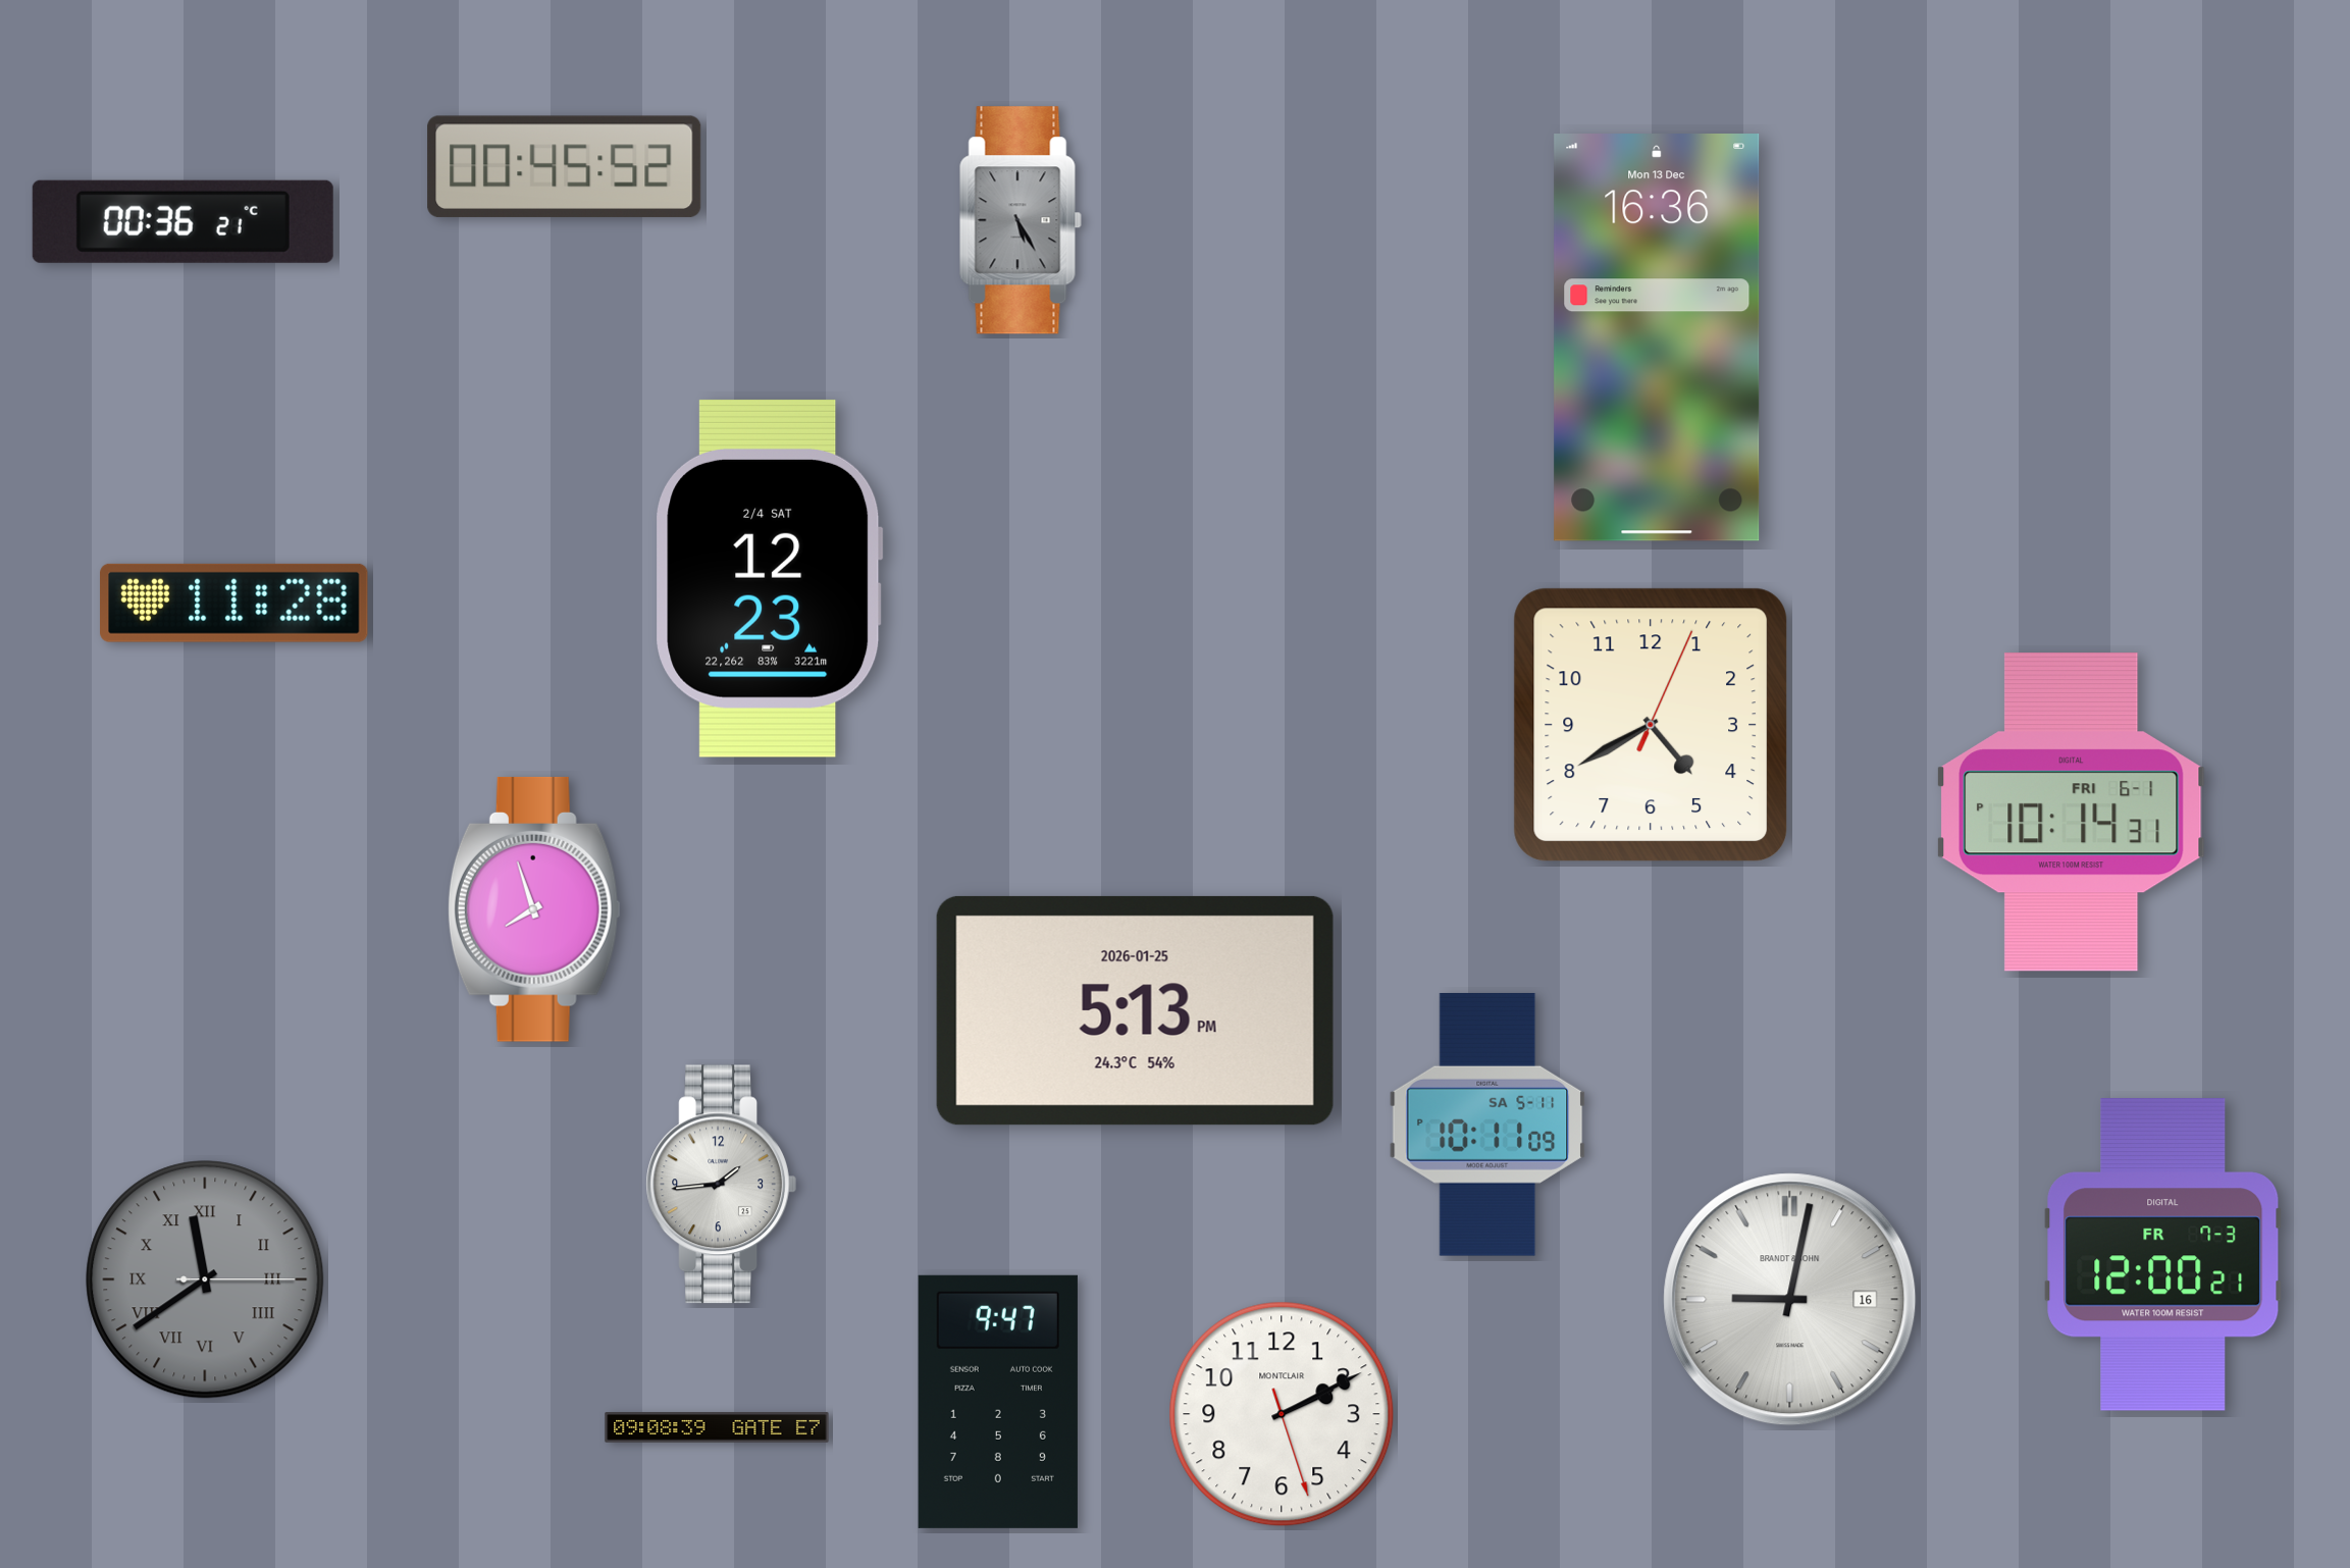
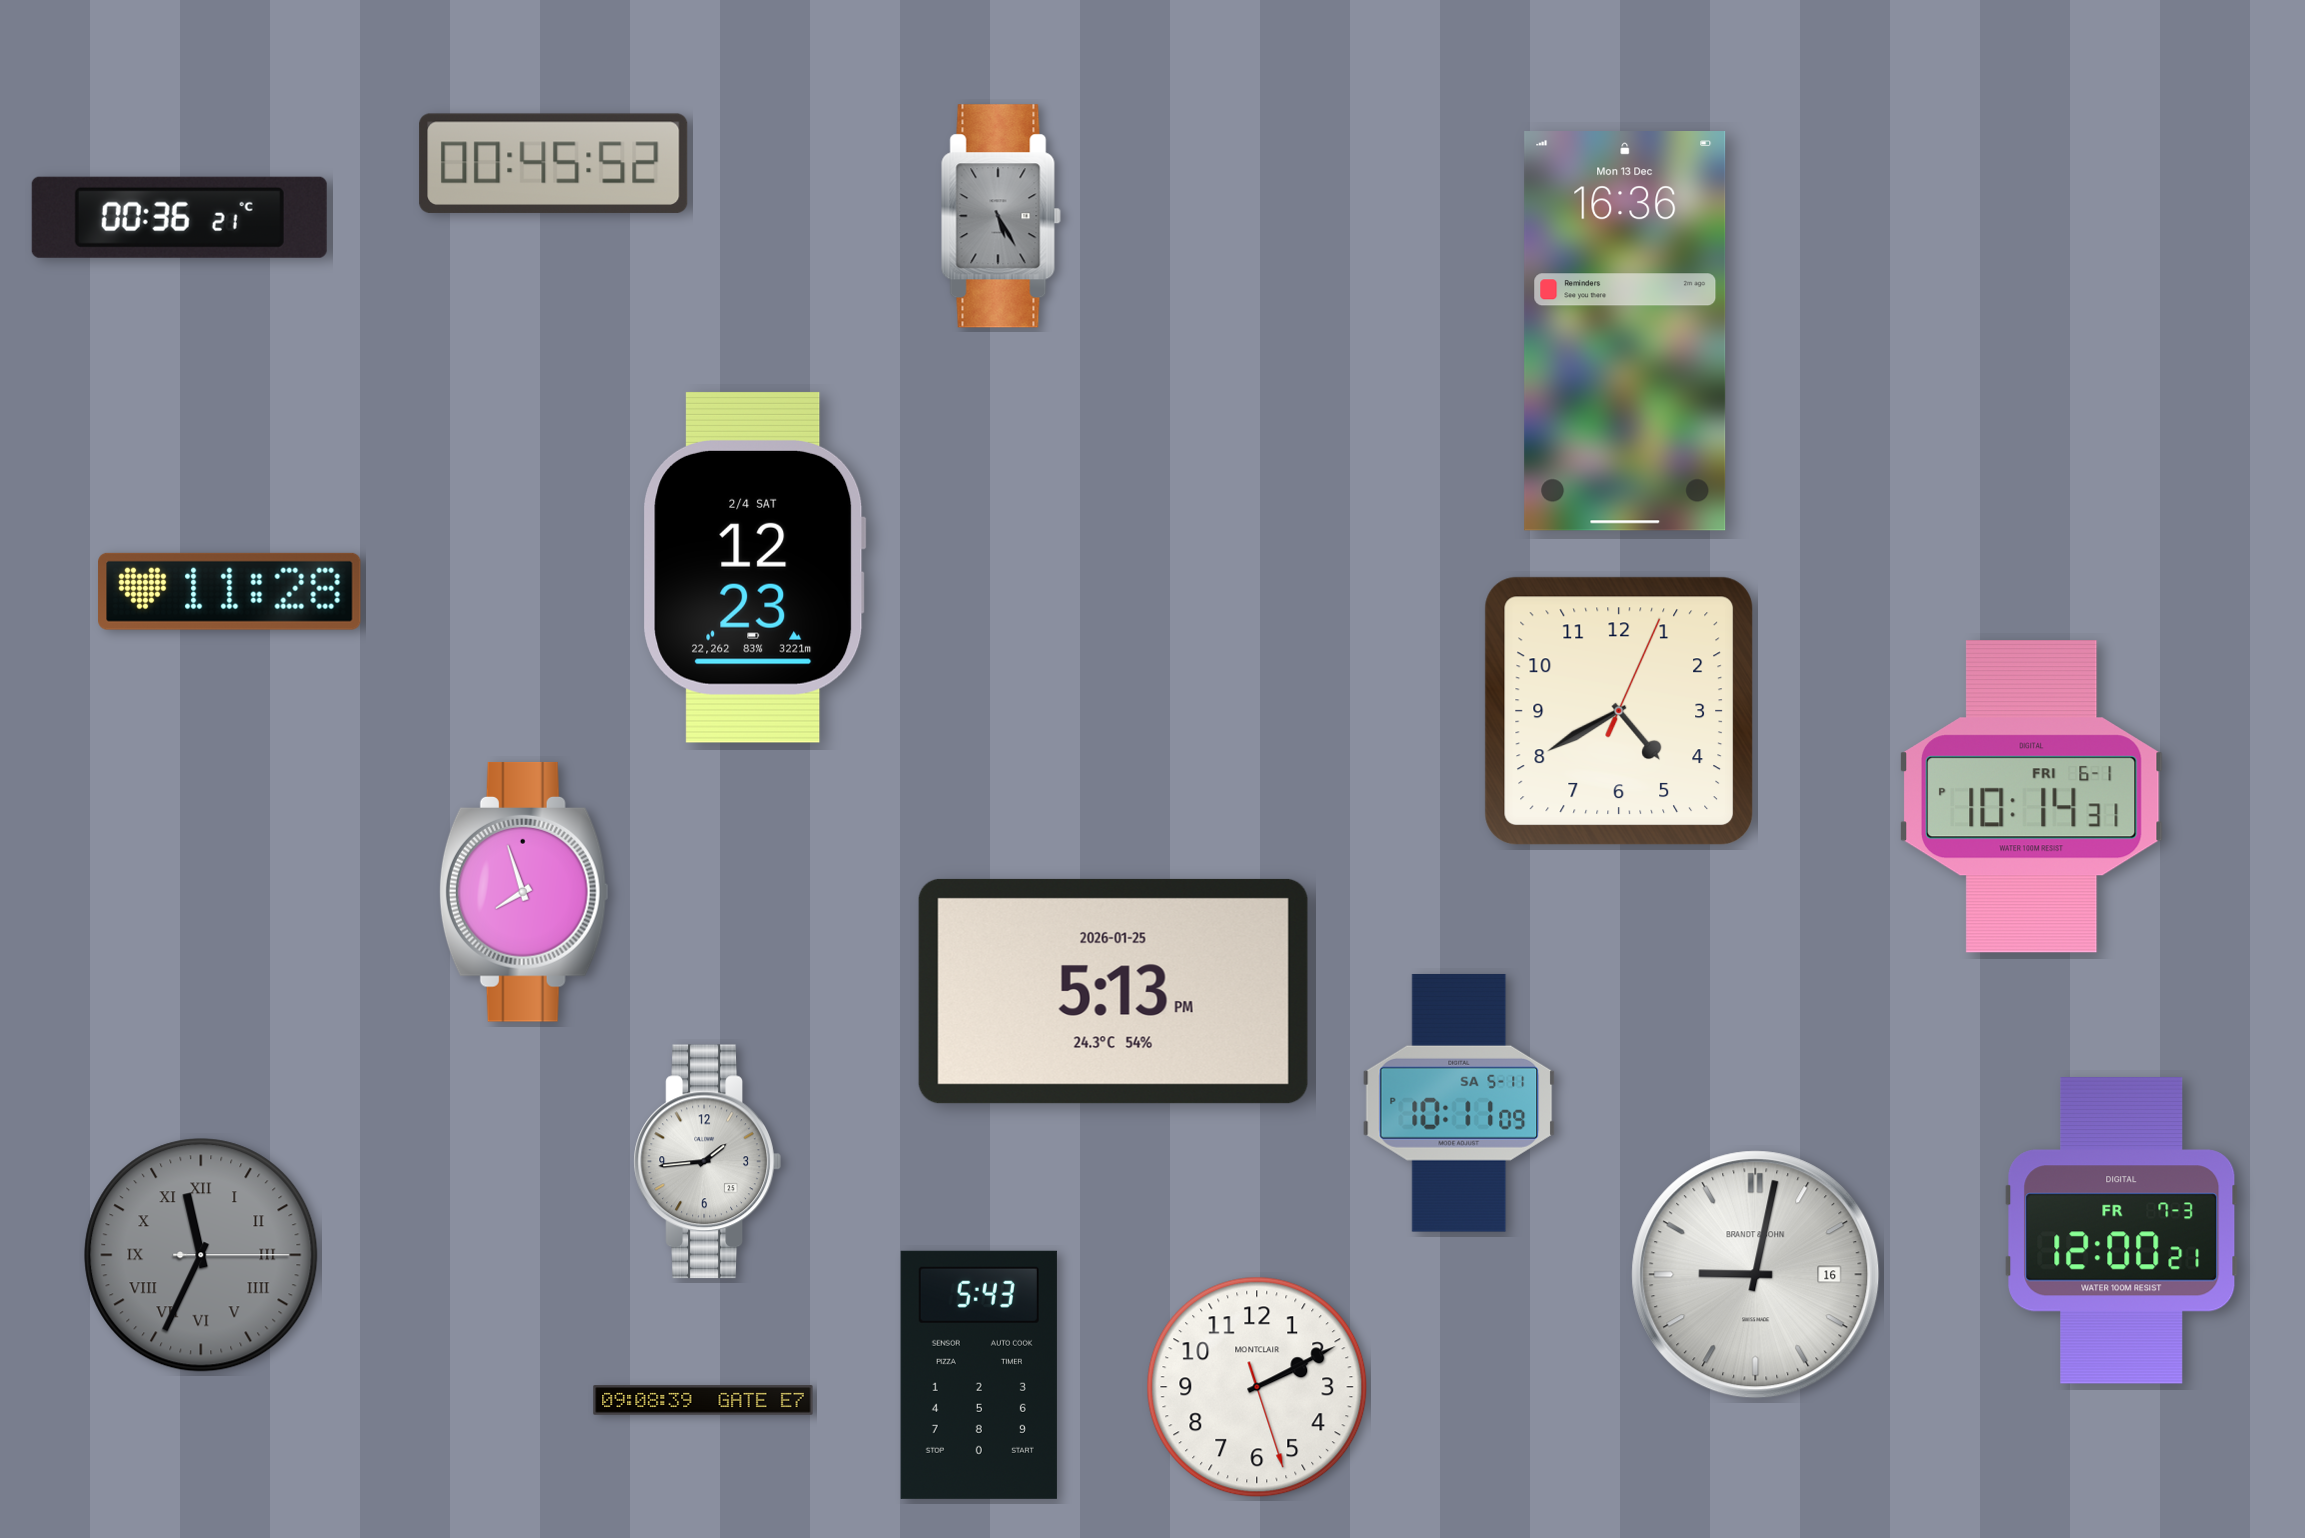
clock at (205, 1279): 11:39 -> 11:34
clock at (998, 1402): 9:47 -> 5:43
